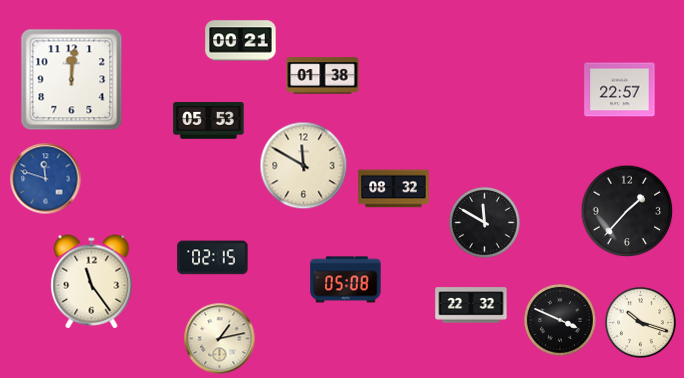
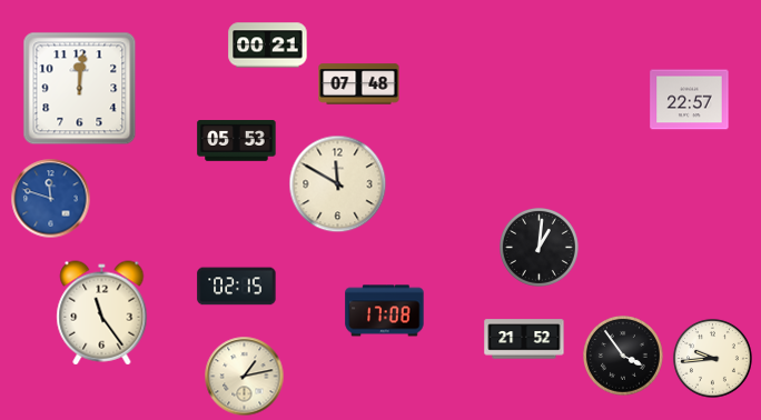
clock at (323, 76): 01:38 -> 07:48
clock at (209, 121) position: (209, 121) -> (237, 141)
clock at (394, 189): 08:32 -> none
clock at (627, 211): 1:37 -> none
clock at (484, 222): 11:50 -> 1:01
clock at (346, 280): 05:08 -> 17:08
clock at (471, 305): 22:32 -> 21:52
clock at (561, 321): 3:49 -> 3:54
clock at (640, 322): 10:18 -> 9:44
